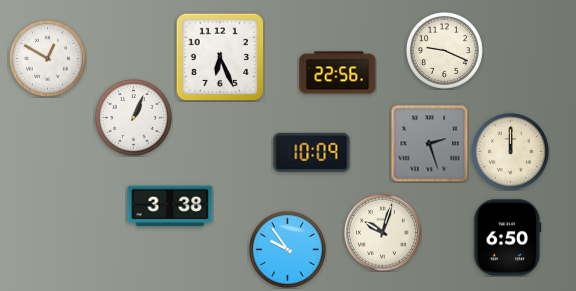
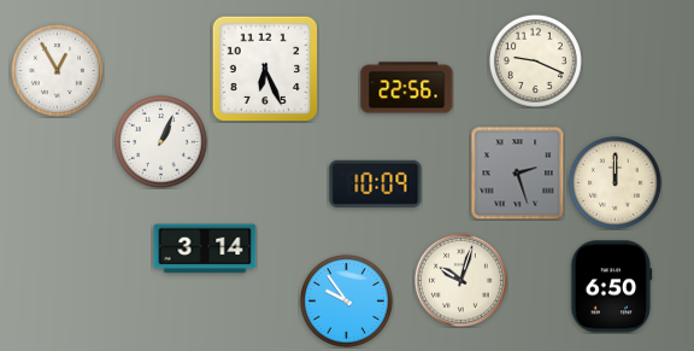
clock at (47, 58): 12:50 -> 12:55
clock at (170, 206): 3:38 -> 3:14
